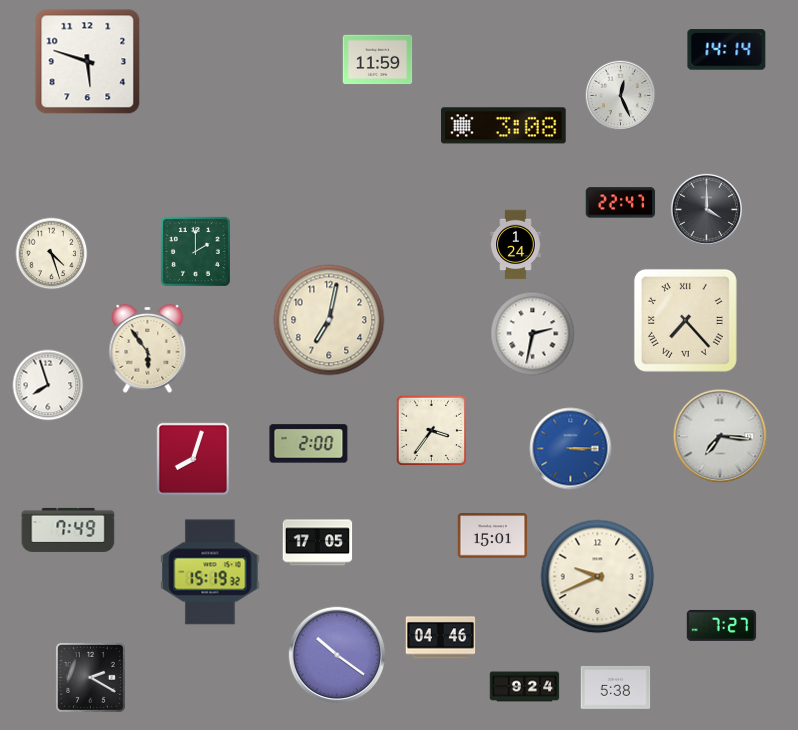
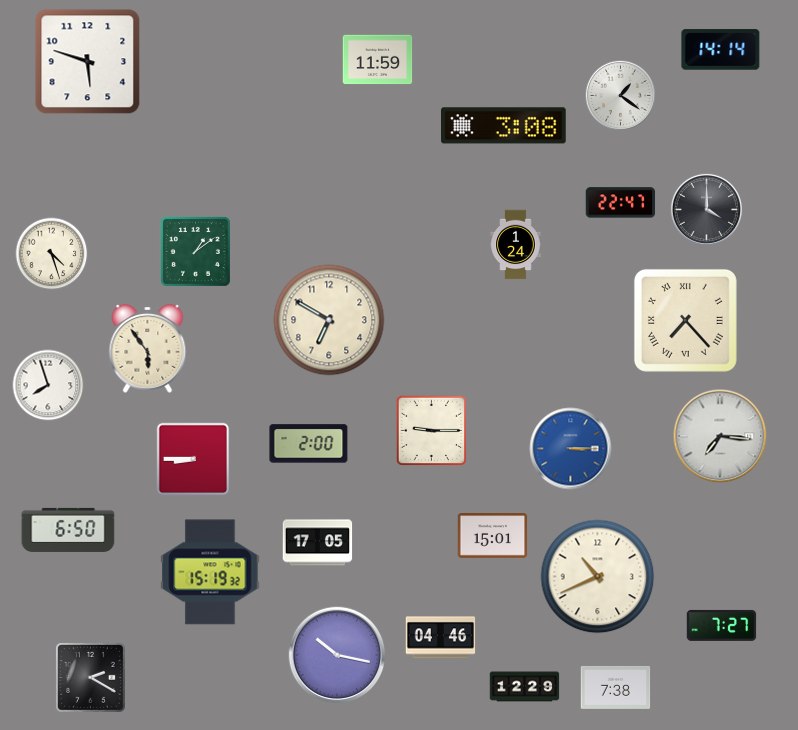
clock at (727, 50) position: (727, 50) -> (721, 50)
clock at (620, 95): 12:26 -> 1:21
clock at (195, 251): 2:00 -> 1:09
clock at (329, 320): 7:02 -> 6:50
clock at (533, 334): 2:32 -> none
clock at (432, 431): 3:36 -> 9:15
clock at (193, 459): 8:03 -> 8:45
clock at (68, 530): 7:49 -> 6:50
clock at (598, 577): 9:41 -> 10:41
clock at (337, 655): 10:21 -> 10:17
clock at (525, 687): 9:24 -> 12:29
clock at (616, 687): 5:38 -> 7:38
